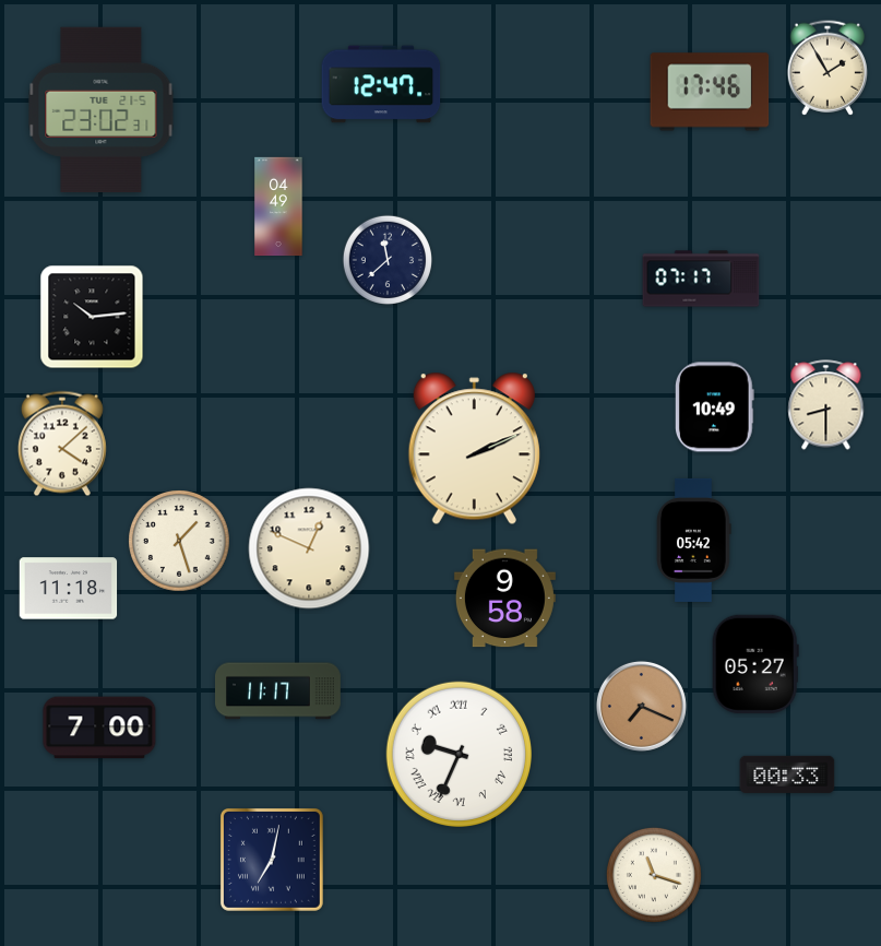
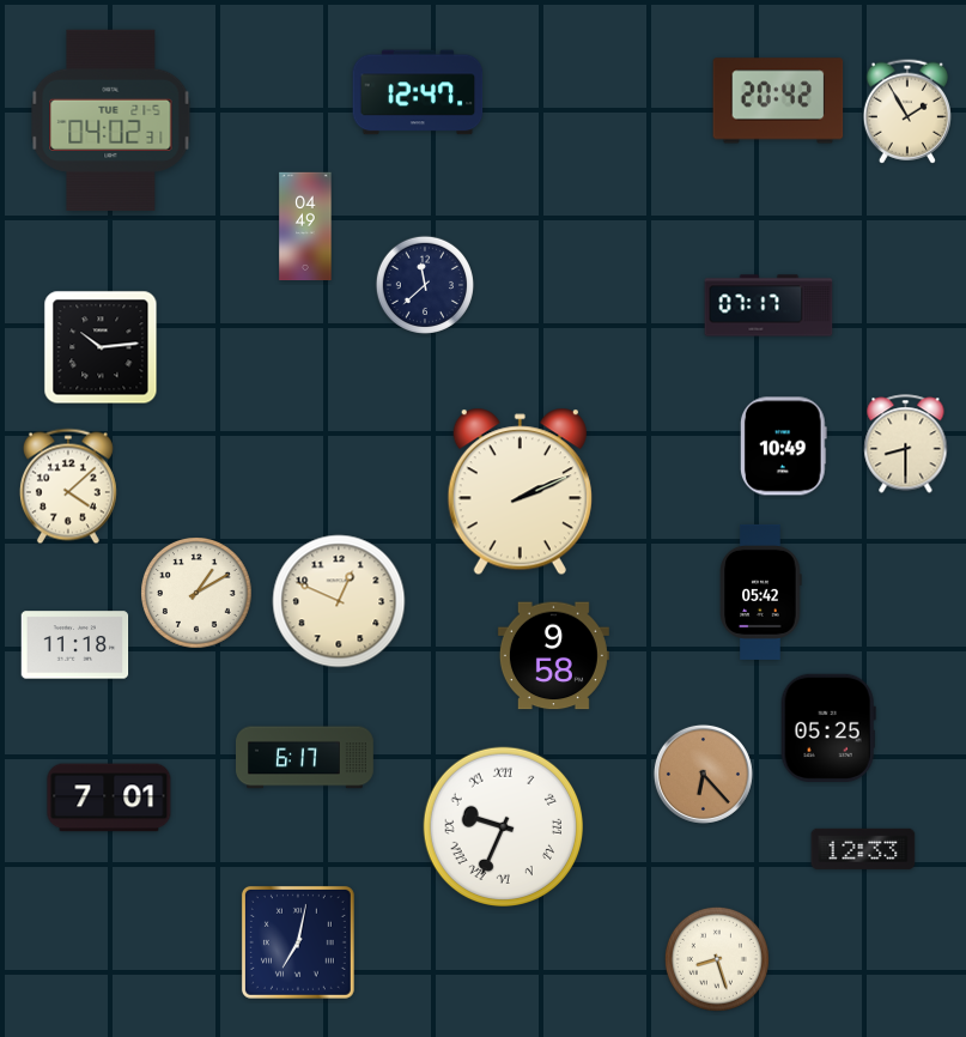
clock at (828, 68) position: (828, 68) -> (907, 111)
clock at (710, 92): 17:46 -> 20:42
clock at (102, 109): 23:02 -> 04:02
clock at (179, 541): 1:27 -> 1:10
clock at (755, 664): 05:27 -> 05:25
clock at (278, 691): 11:17 -> 6:17
clock at (641, 706): 7:19 -> 6:23
clock at (99, 728): 7:00 -> 7:01
clock at (787, 774): 00:33 -> 12:33
clock at (654, 875): 11:18 -> 8:27
